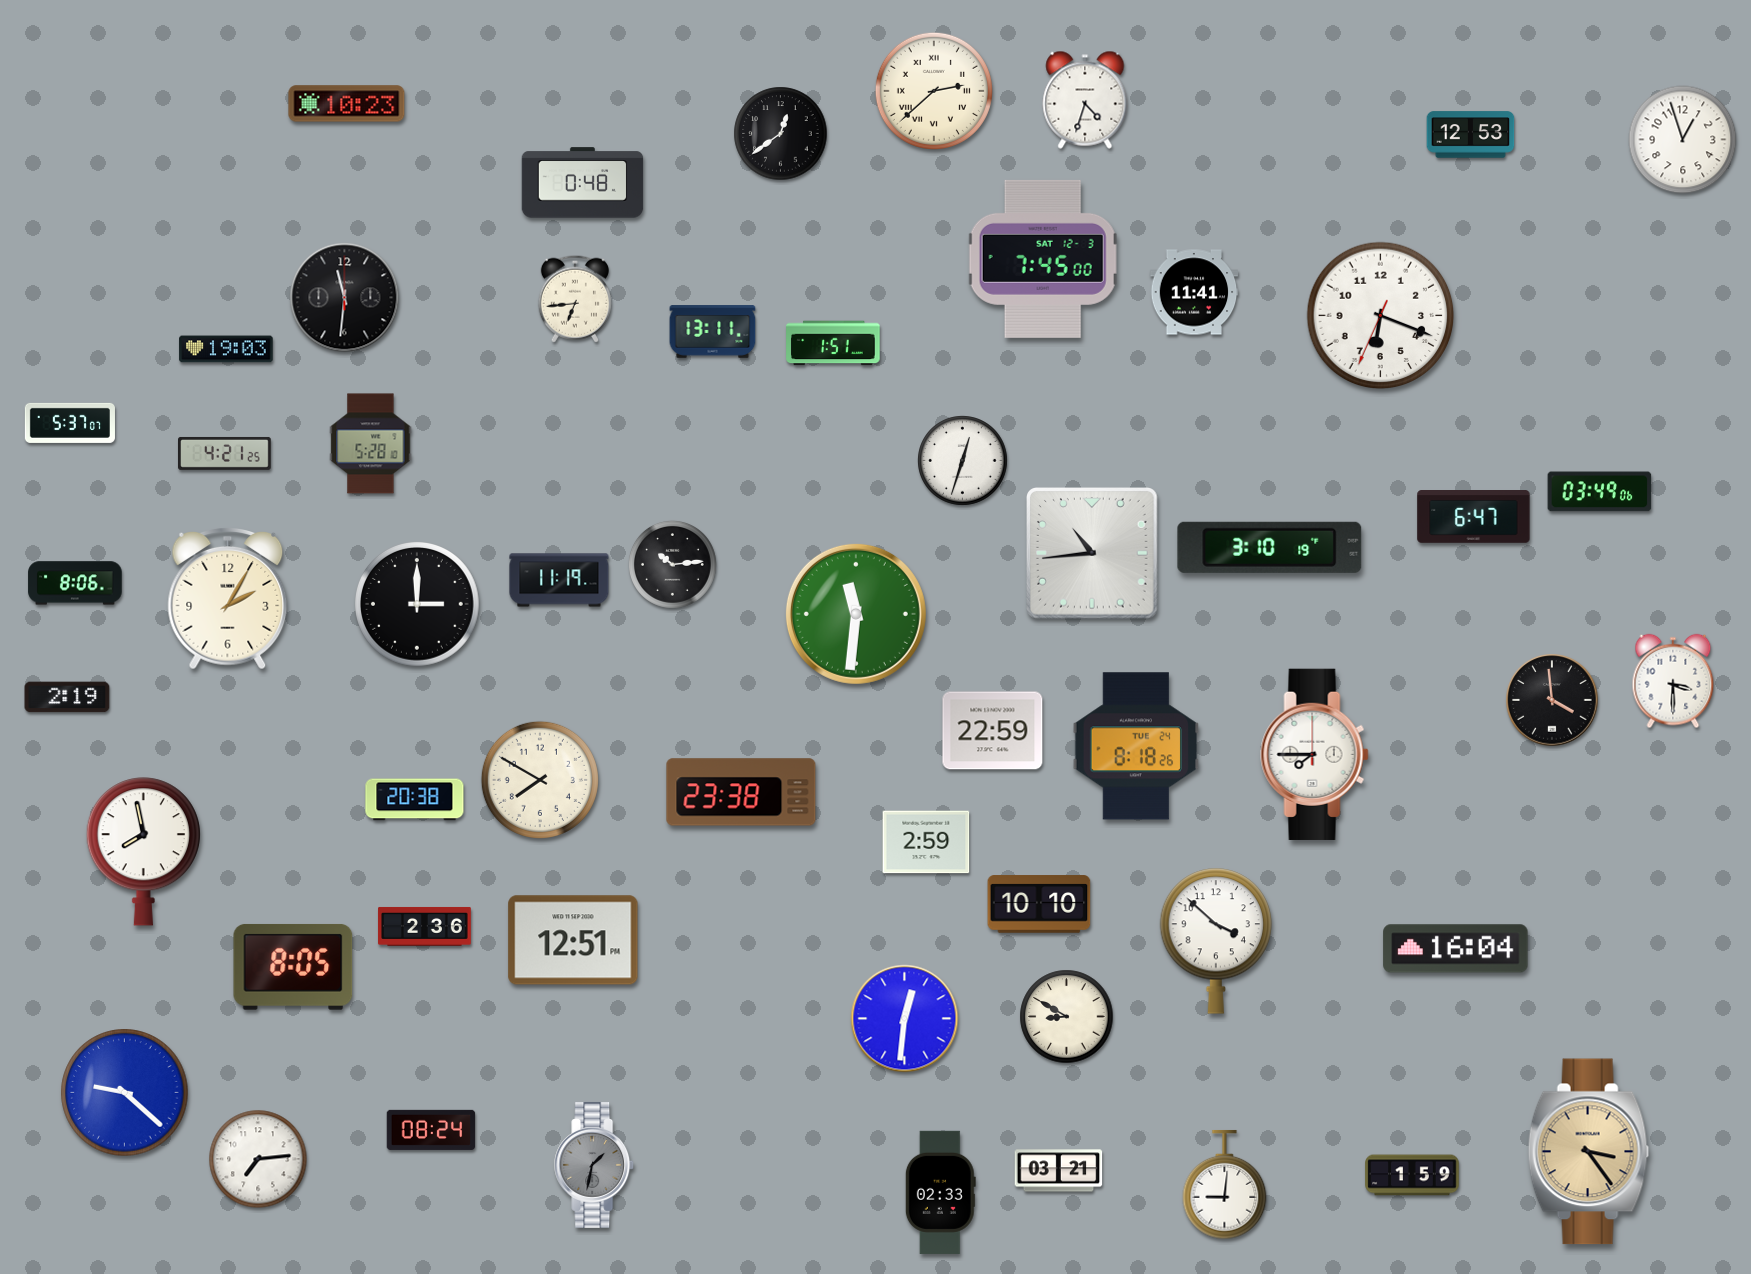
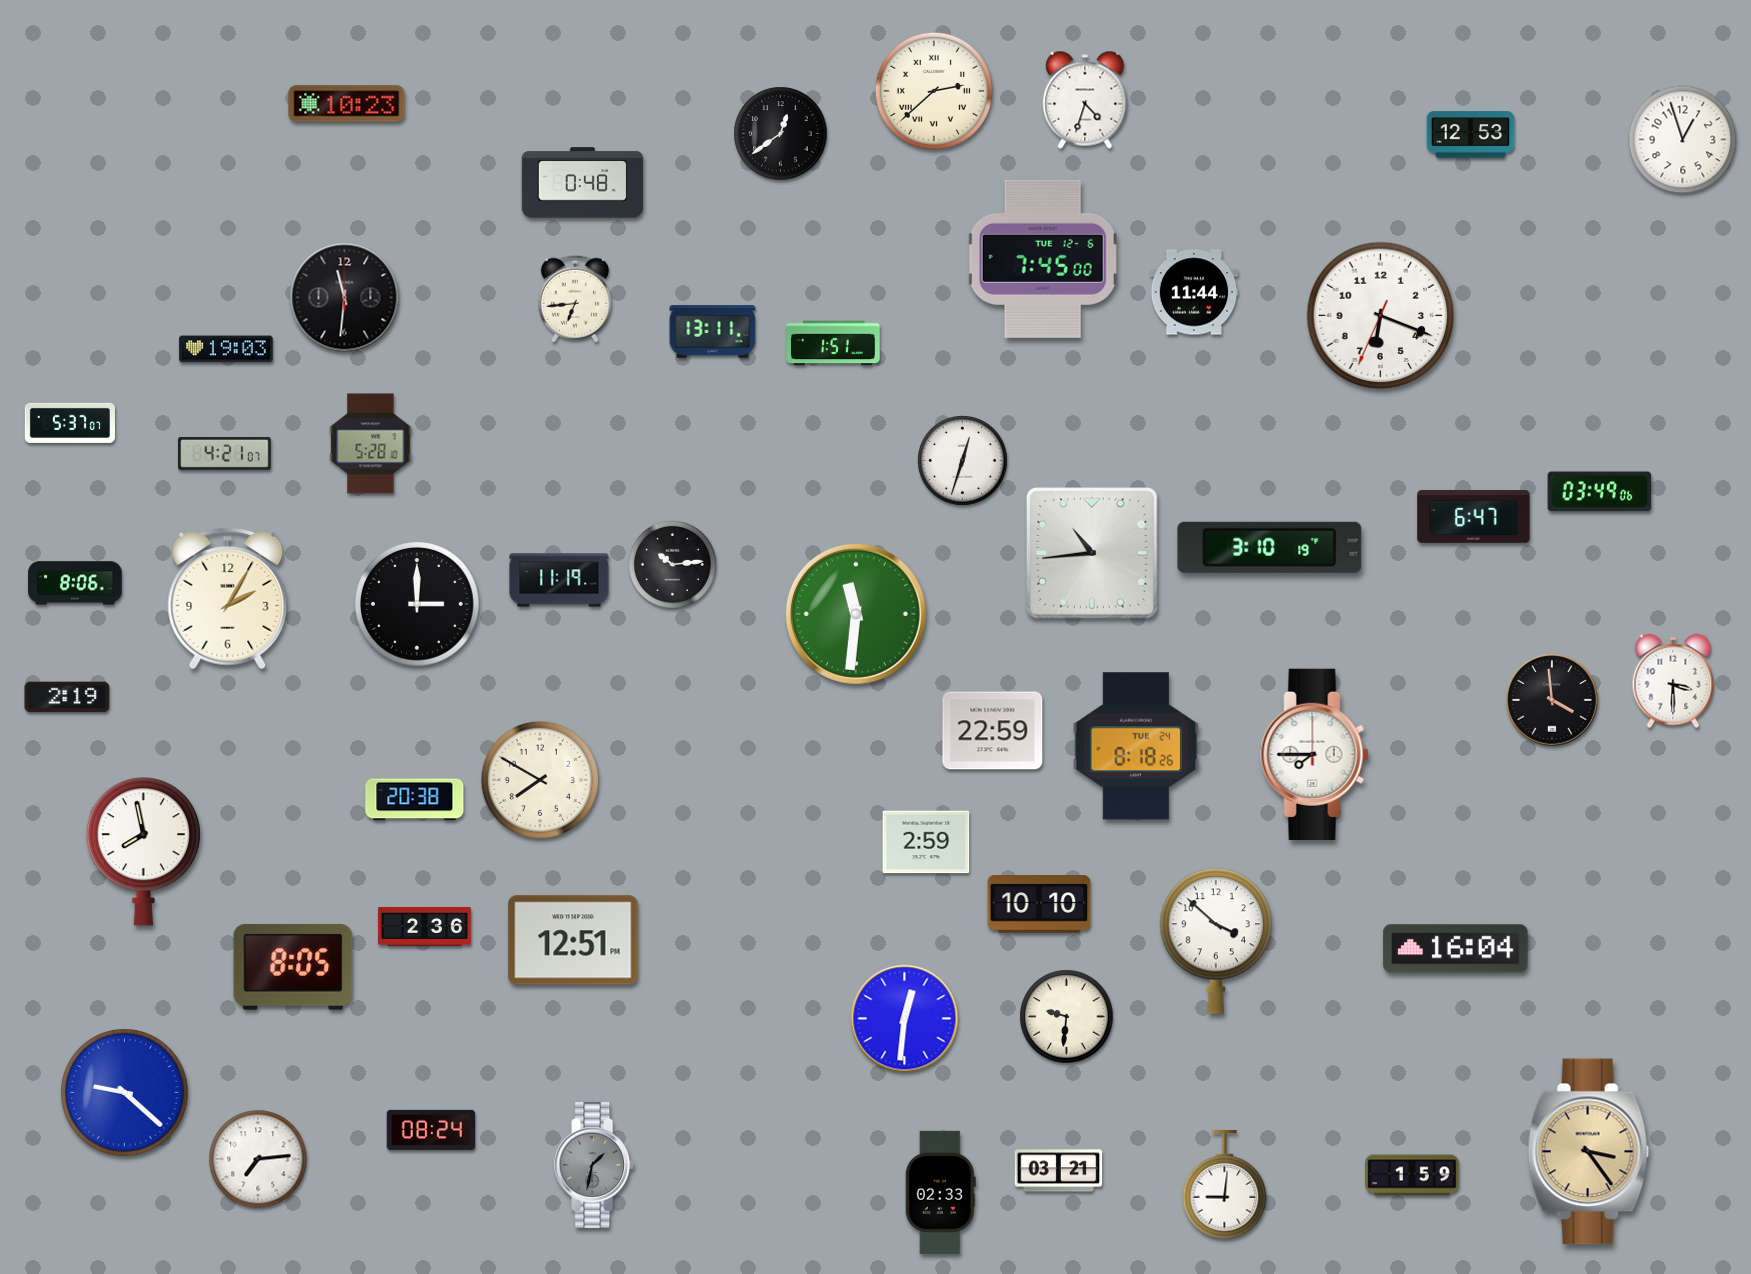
clock at (1043, 259) date: SAT 12-3 -> TUE 12-6
clock at (1194, 292): 11:41 -> 11:44
clock at (225, 453): 4:21:25 -> 4:21:07
clock at (741, 792): 23:38 -> none
clock at (1067, 1017): 8:50 -> 9:31
